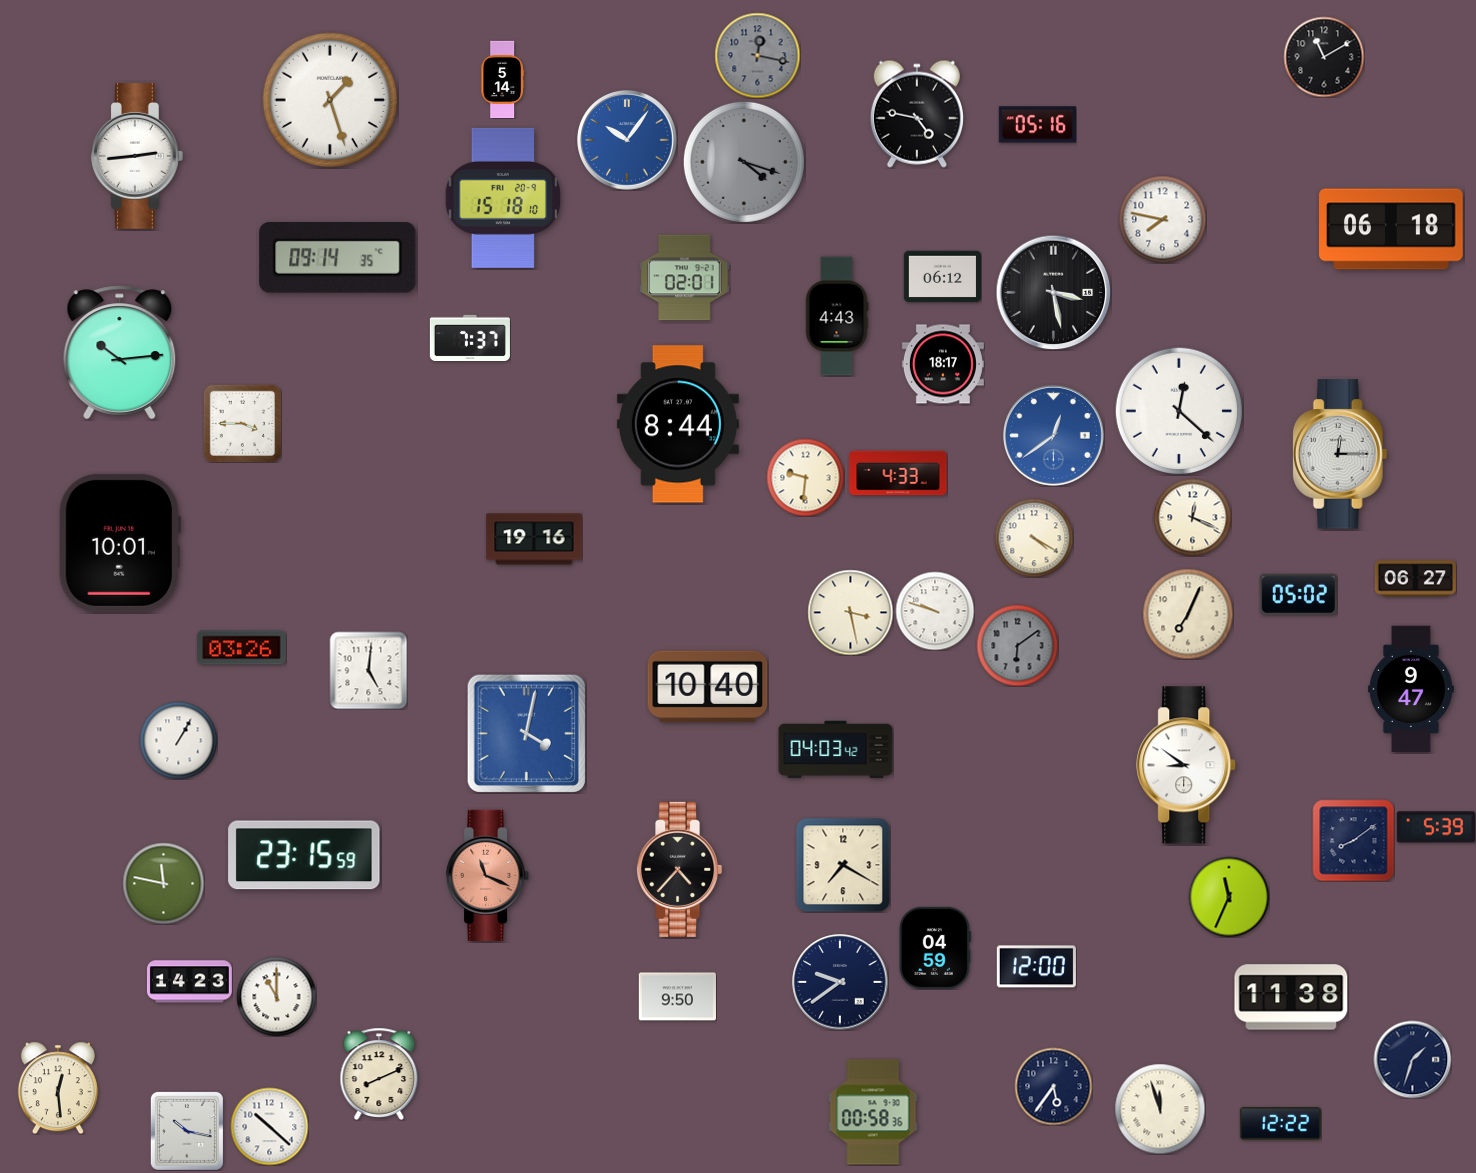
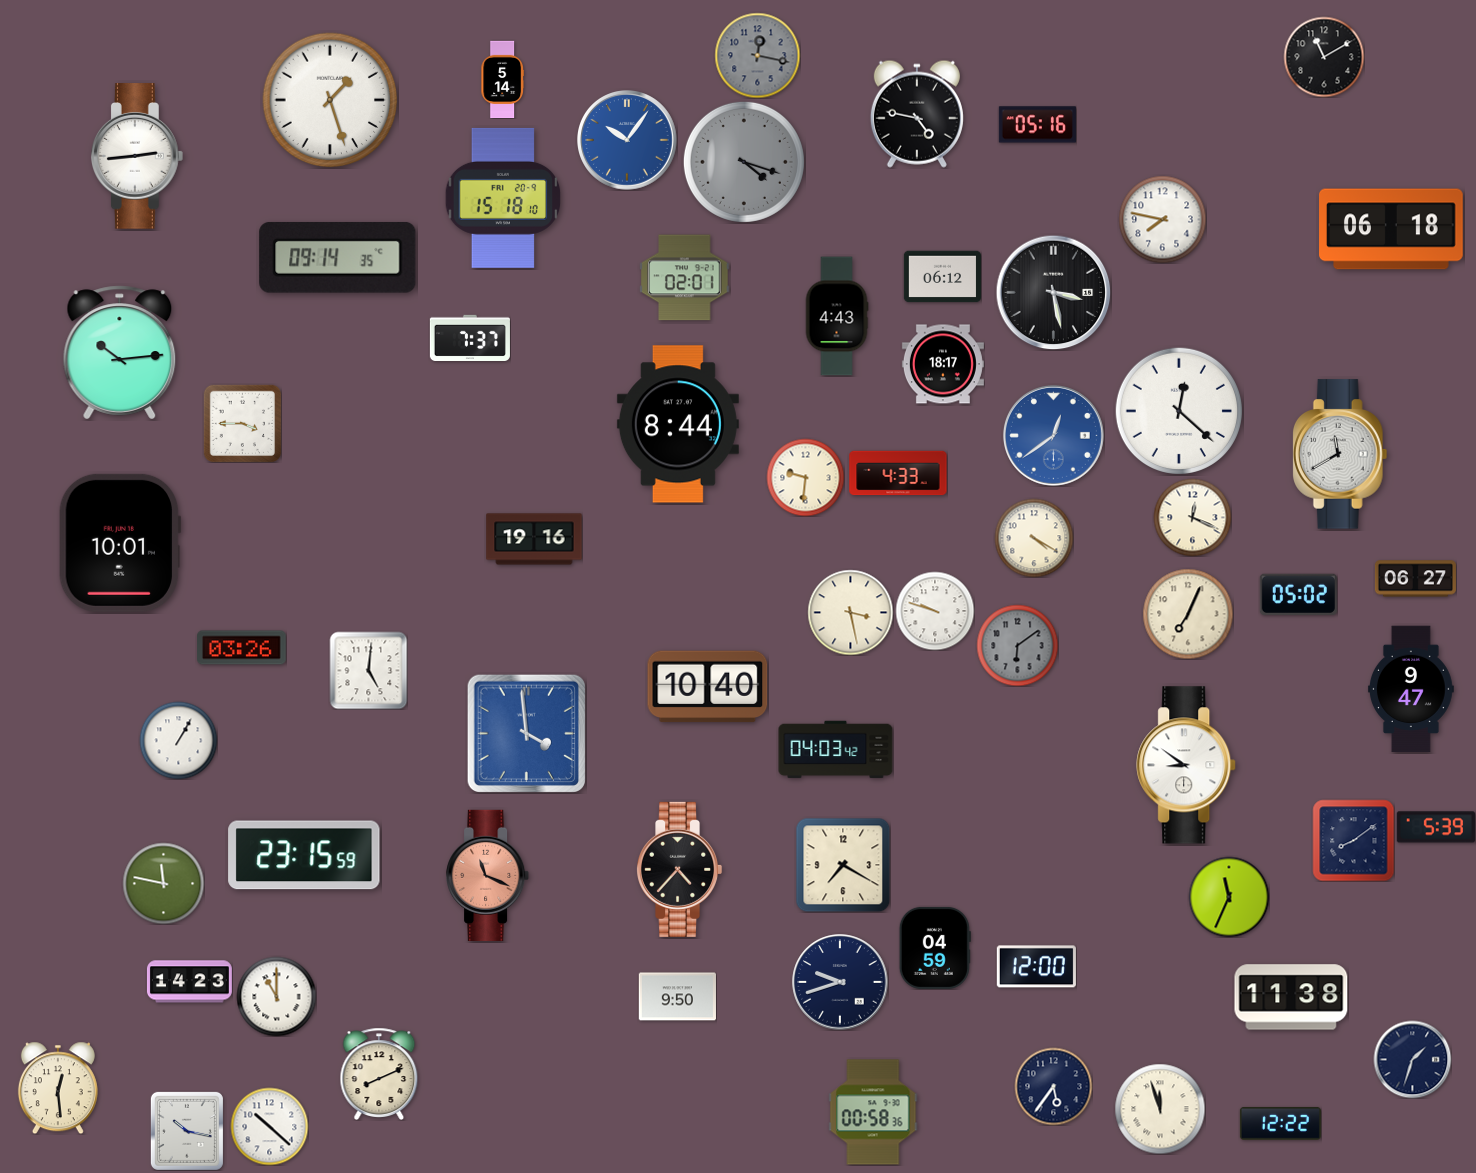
clock at (1340, 454): 12:15 -> 11:40
clock at (526, 733): 4:02 -> 3:59
clock at (840, 982): 9:39 -> 9:42
